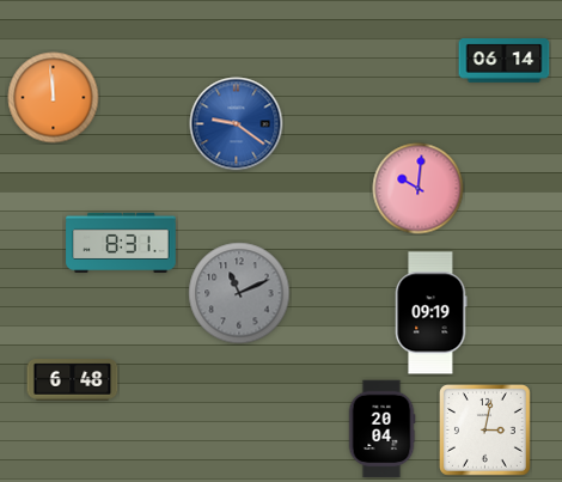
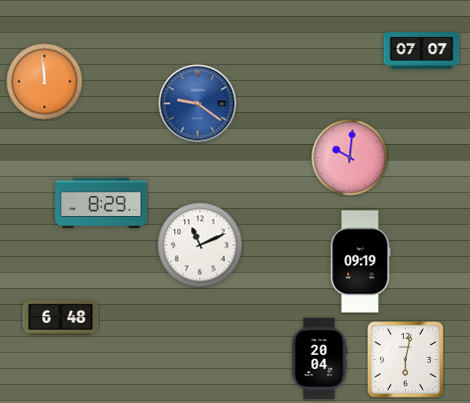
clock at (505, 61): 06:14 -> 07:07
clock at (121, 242): 8:31 -> 8:29
clock at (239, 293) dial: grey -> white
clock at (484, 429): 3:02 -> 6:02
